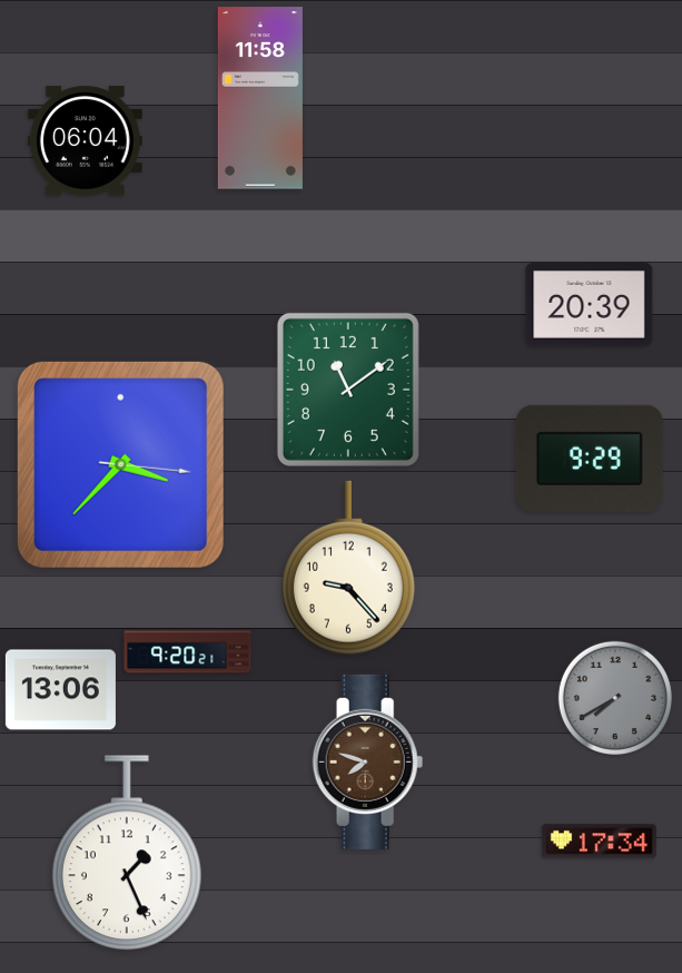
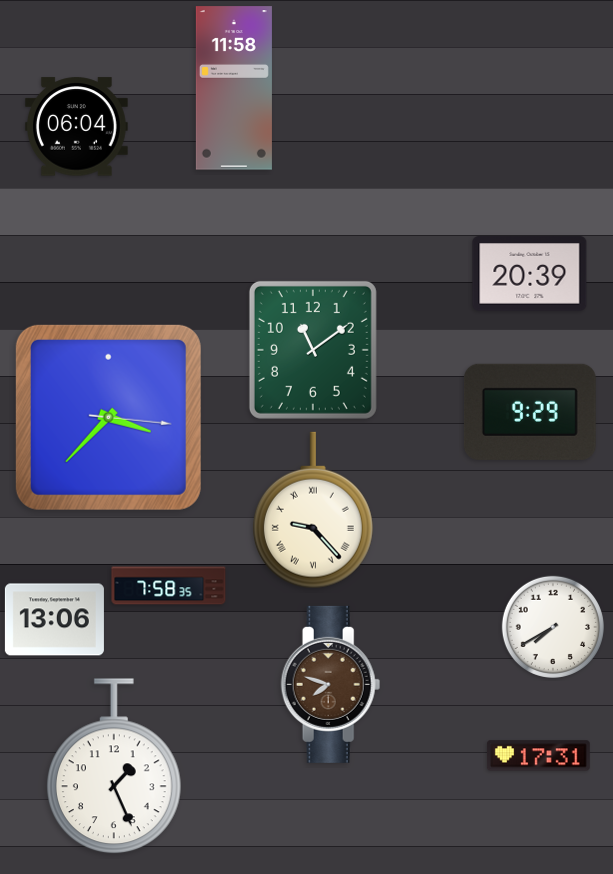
clock at (348, 568) numerals: Arabic -> Roman
clock at (188, 652): 9:20 -> 7:58
clock at (614, 697) dial: grey -> white
clock at (599, 842): 17:34 -> 17:31
